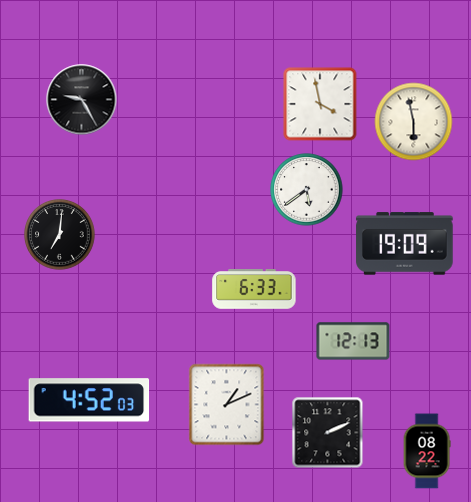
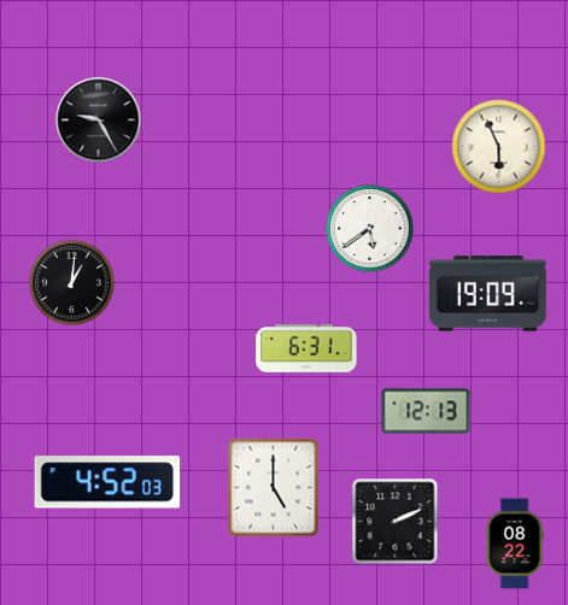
clock at (320, 104): 3:58 -> none
clock at (414, 122): 5:58 -> 5:56
clock at (60, 235): 7:01 -> 1:01
clock at (254, 290): 6:33 -> 6:31
clock at (227, 405): 1:11 -> 5:00
